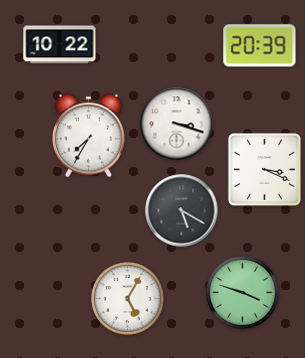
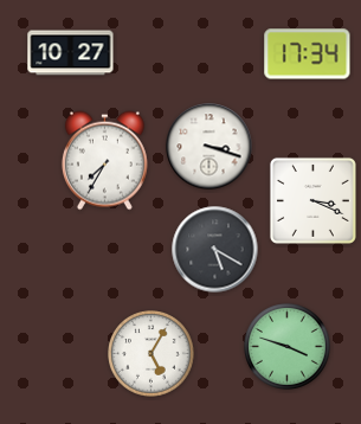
clock at (60, 45): 10:22 -> 10:27
clock at (260, 46): 20:39 -> 17:34
